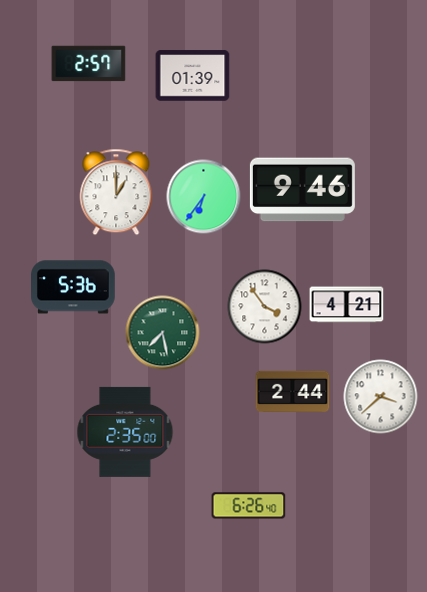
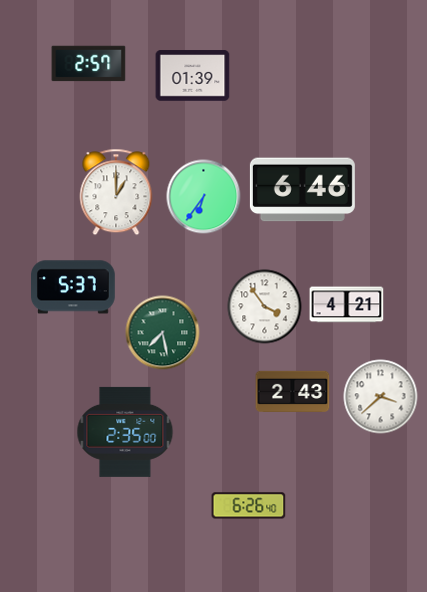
clock at (302, 190): 9:46 -> 6:46
clock at (74, 287): 5:36 -> 5:37
clock at (293, 391): 2:44 -> 2:43
